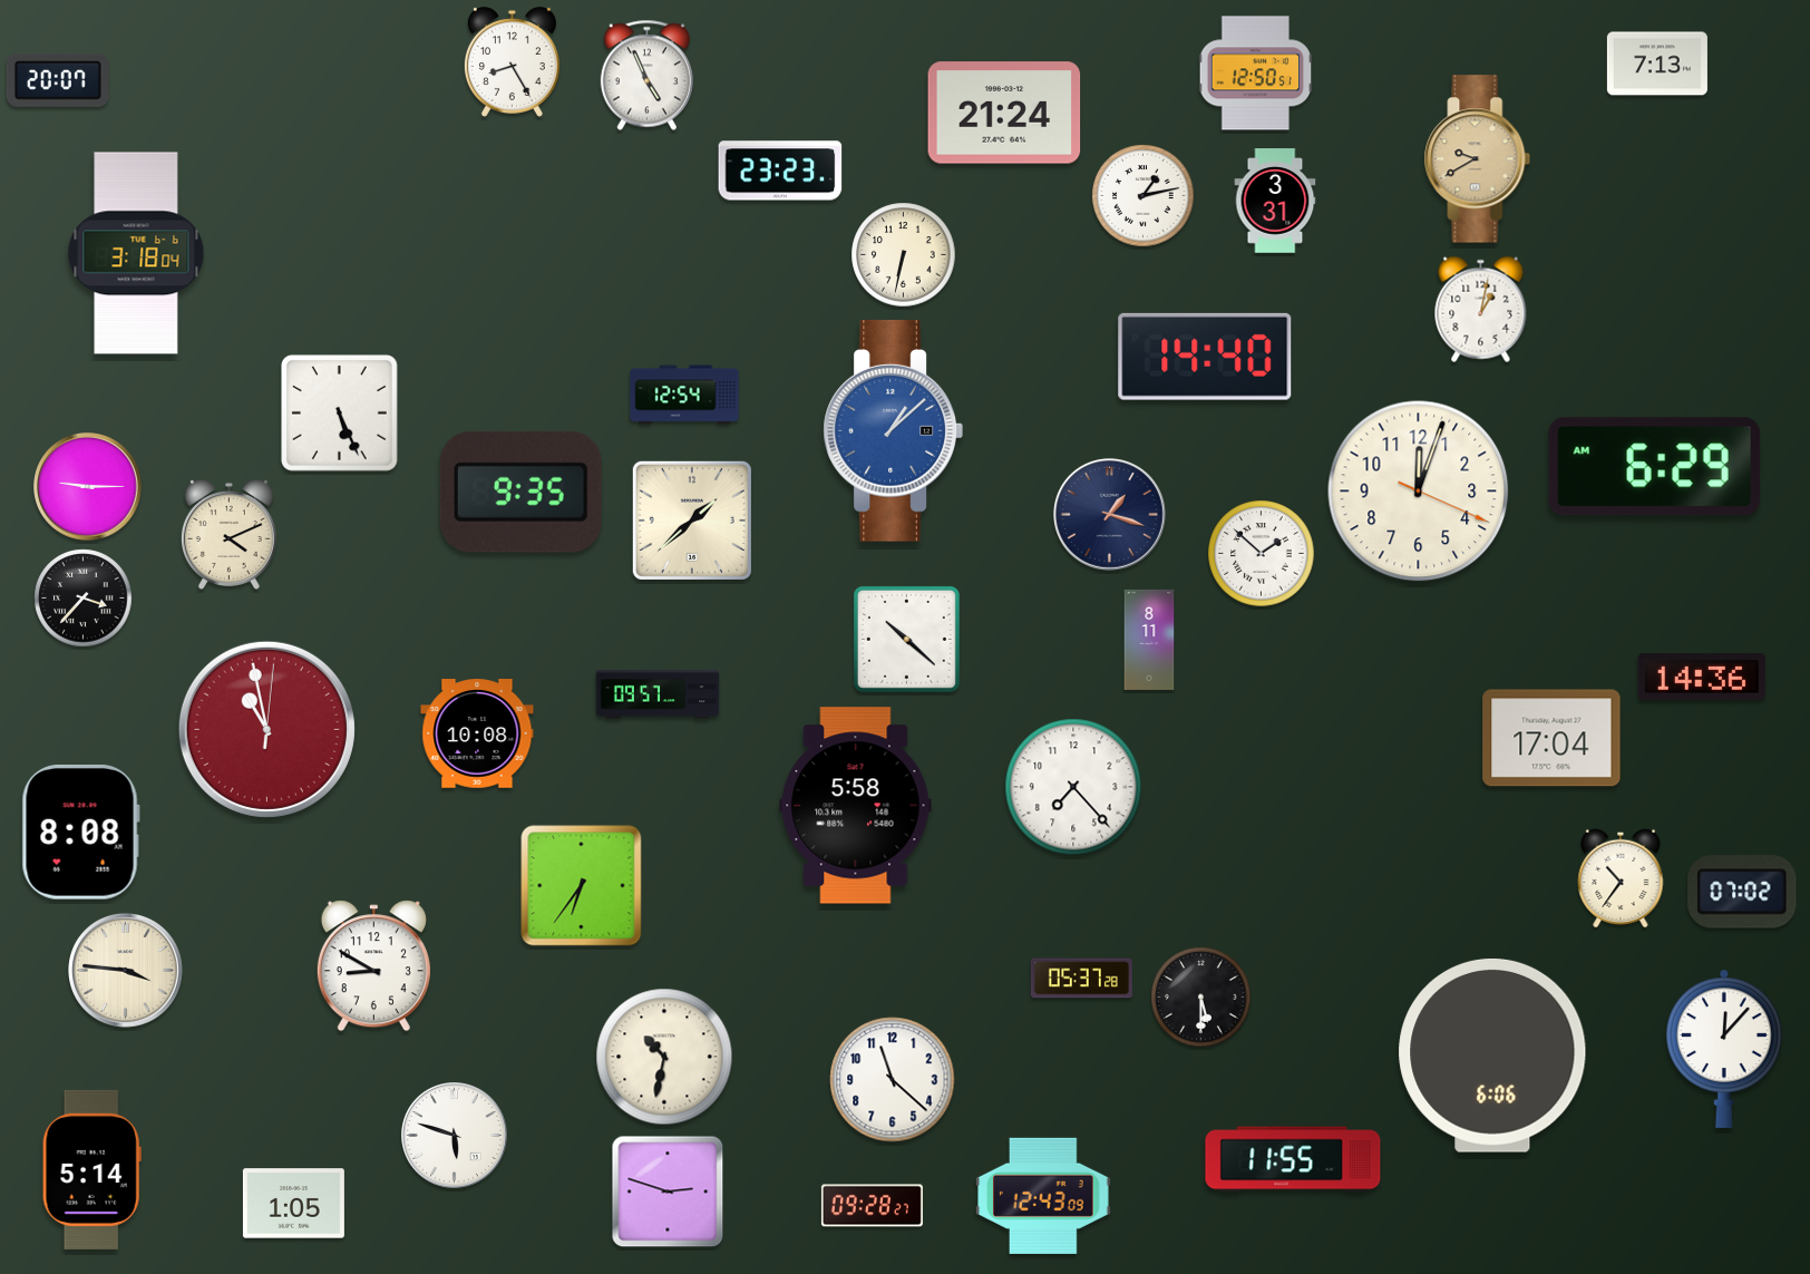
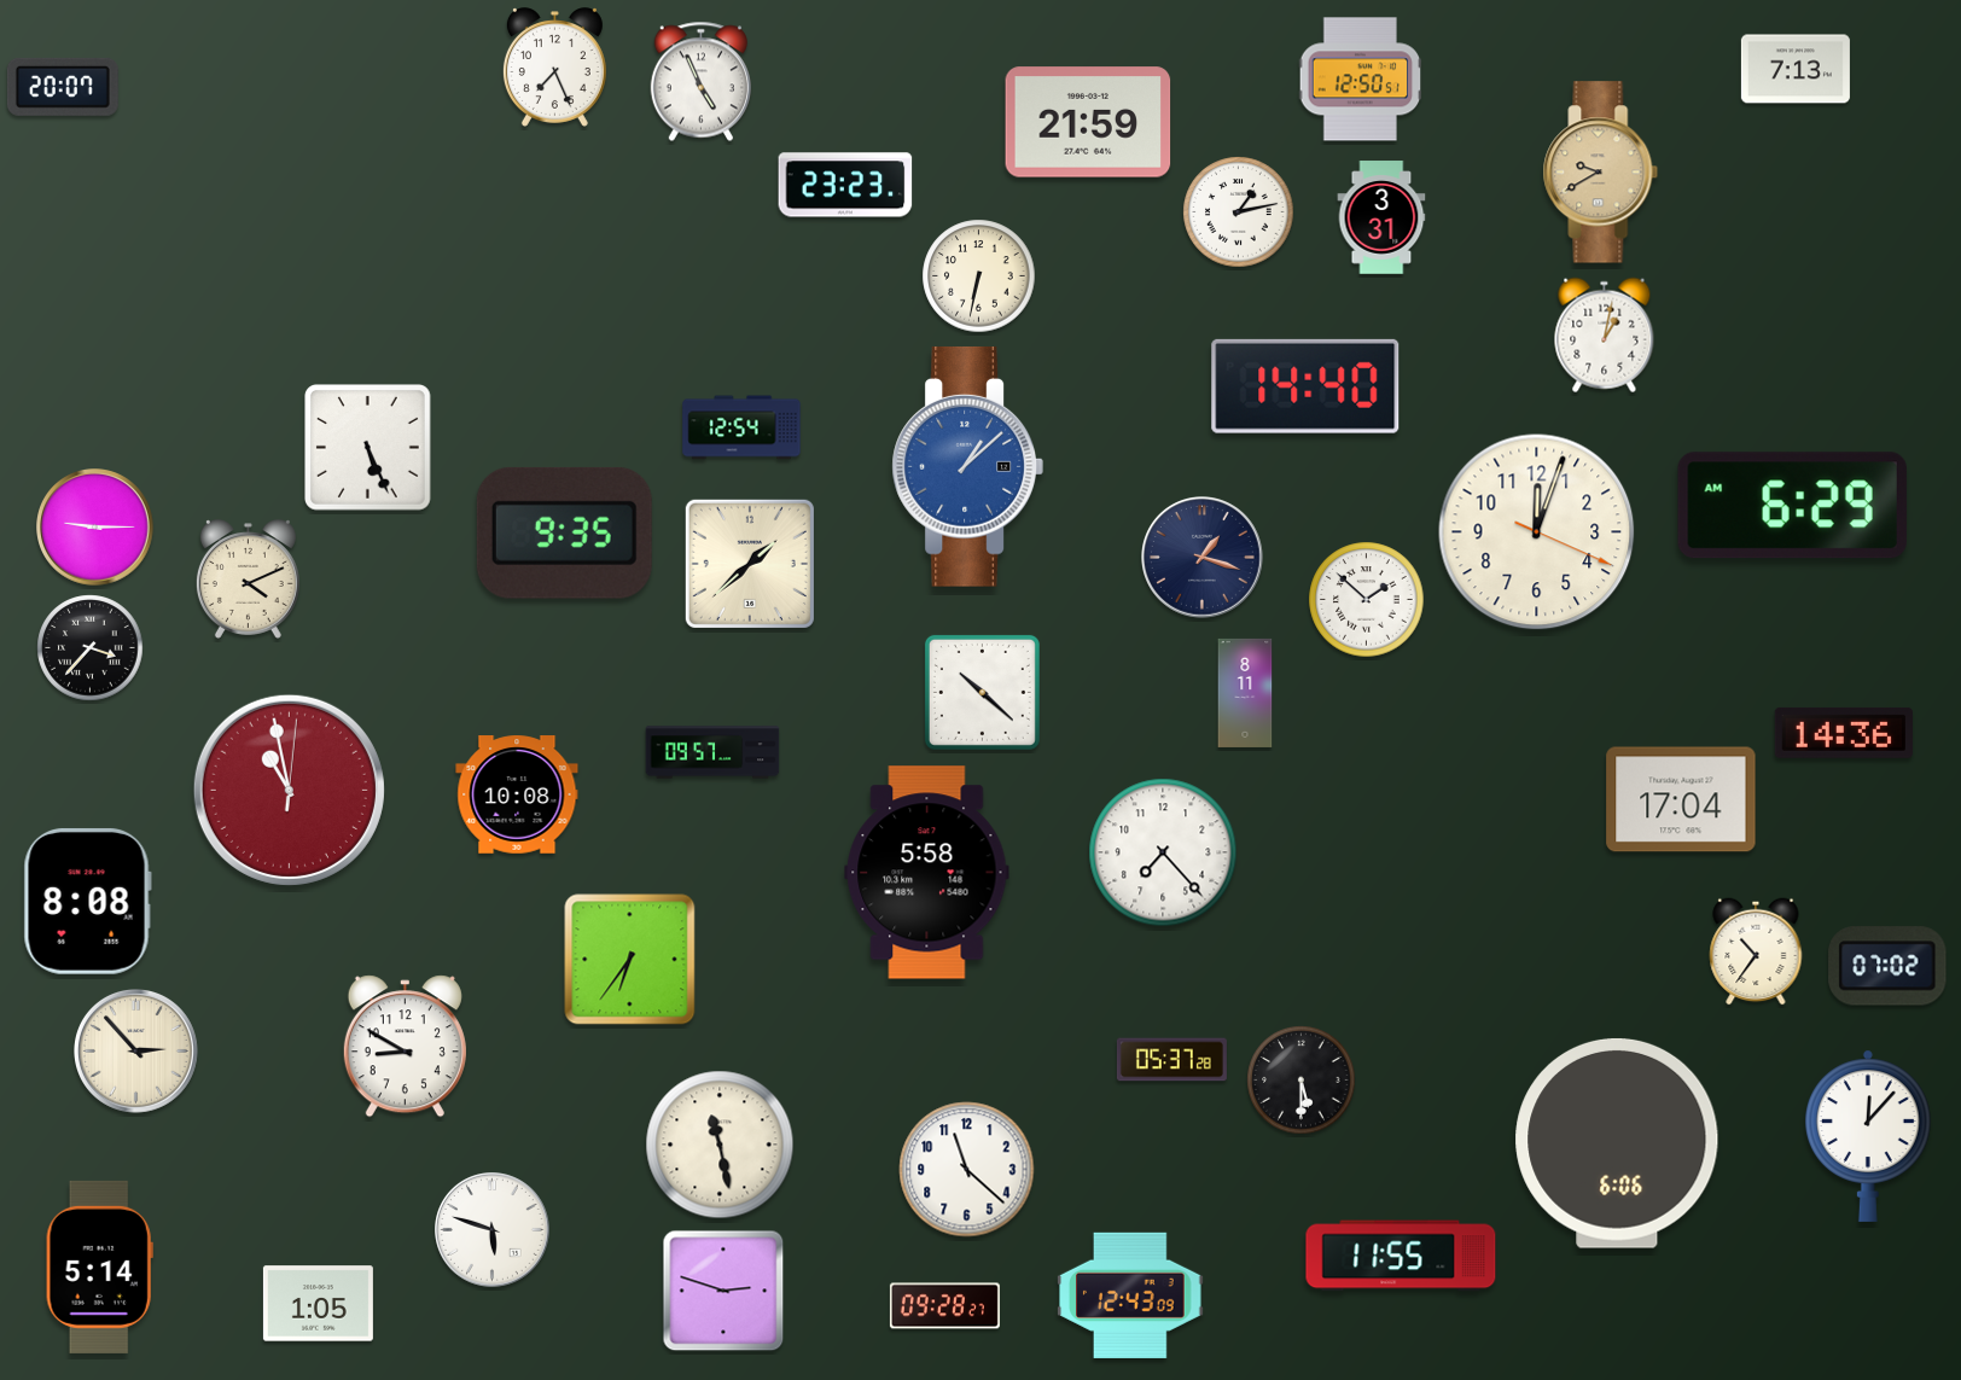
clock at (512, 62): 8:25 -> 7:26
clock at (1004, 113): 21:24 -> 21:59
clock at (136, 253): 3:18 -> none
clock at (126, 971): 3:46 -> 2:53
clock at (664, 1057): 10:32 -> 11:28
